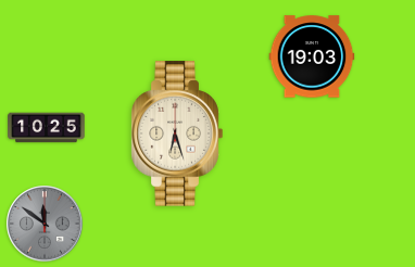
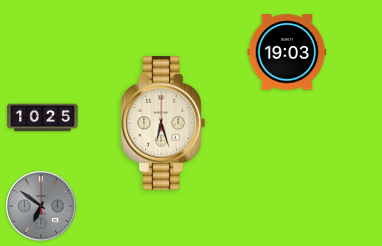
clock at (45, 224): 11:51 -> 6:51
